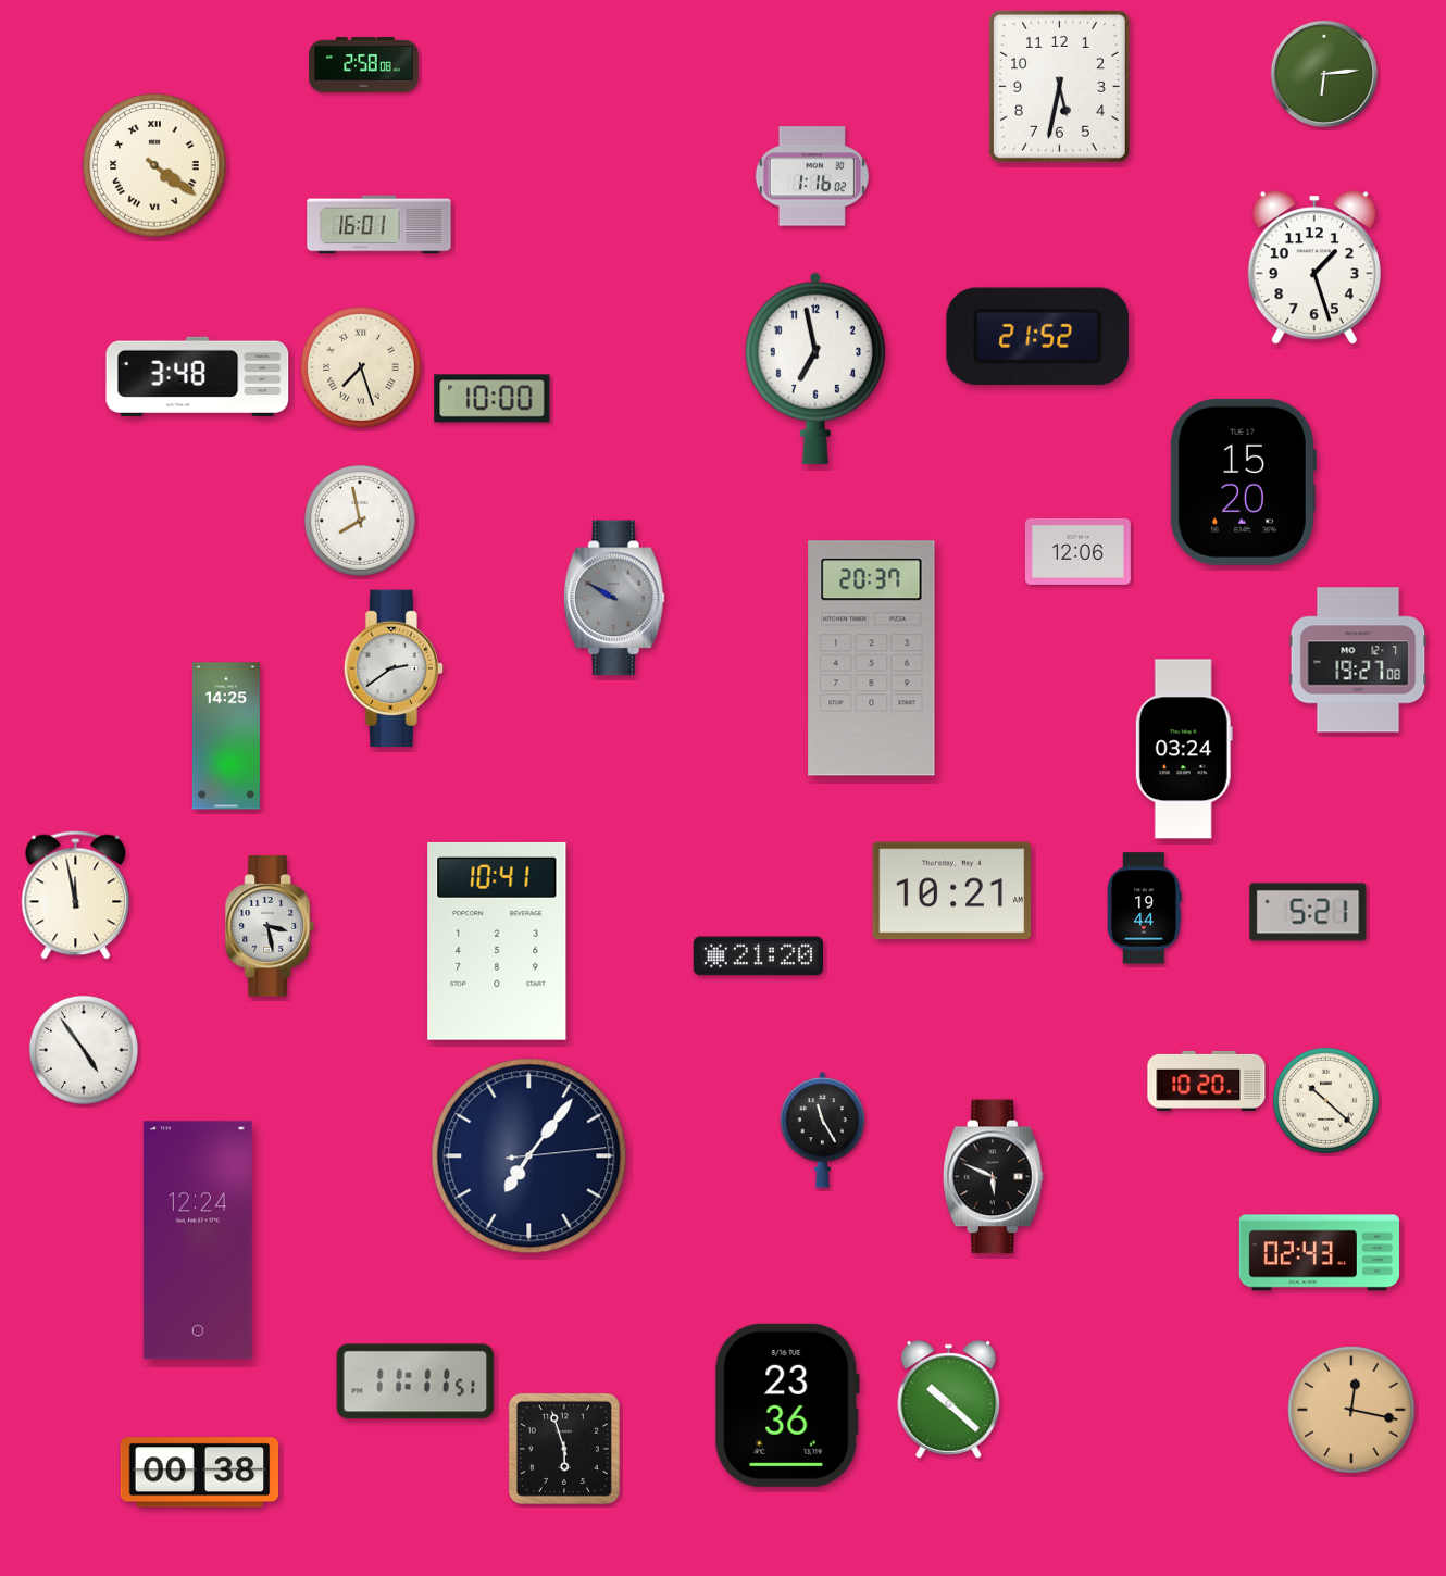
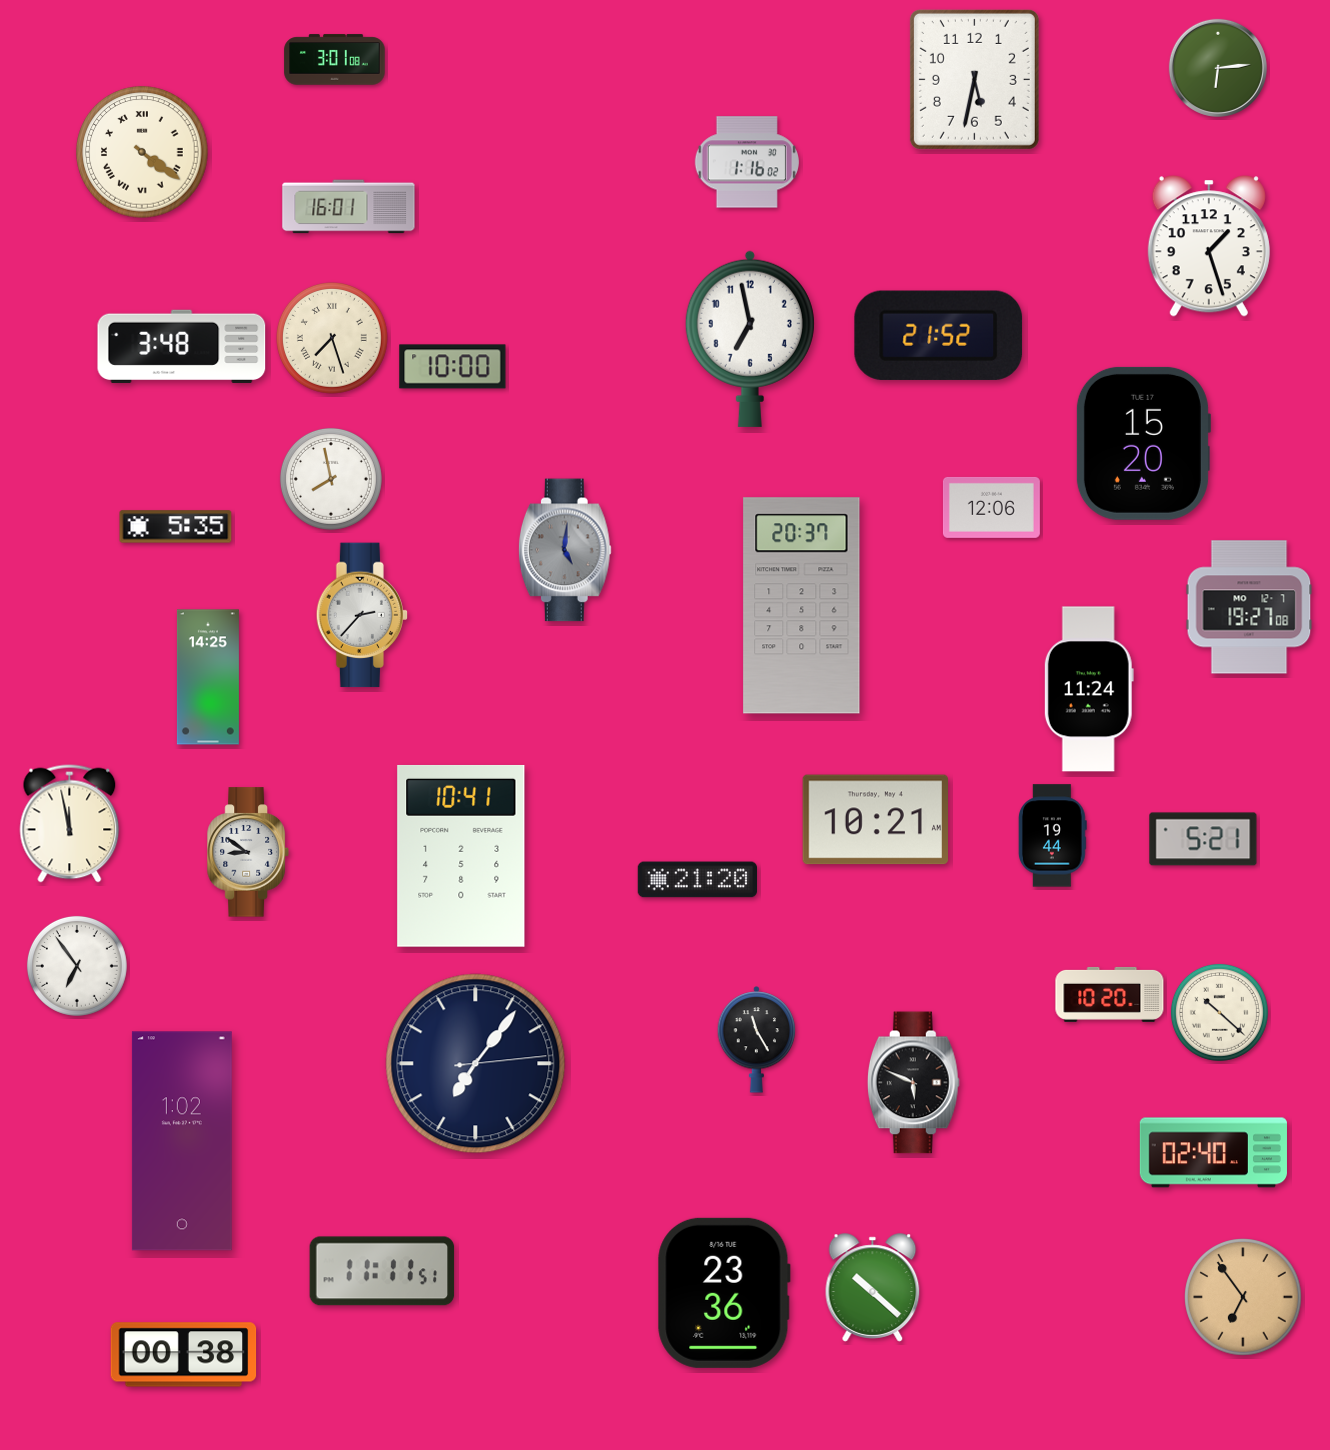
clock at (364, 65): 2:58 -> 3:01
clock at (1038, 336) position: (1038, 336) -> (939, 335)
clock at (176, 527): none -> 5:35
clock at (614, 598): 9:50 -> 5:01
clock at (394, 668): 2:39 -> 2:37
clock at (1184, 749): 03:24 -> 11:24
clock at (270, 926): 3:28 -> 8:51
clock at (497, 941) position: (497, 941) -> (461, 856)
clock at (84, 1050): 4:54 -> 6:54
clock at (529, 1156) position: (529, 1156) -> (476, 1064)
clock at (198, 1240): 12:24 -> 1:02
clock at (1319, 1253): 02:43 -> 02:40
clock at (1352, 1411): 12:17 -> 6:54
clock at (564, 1449): 5:57 -> none
